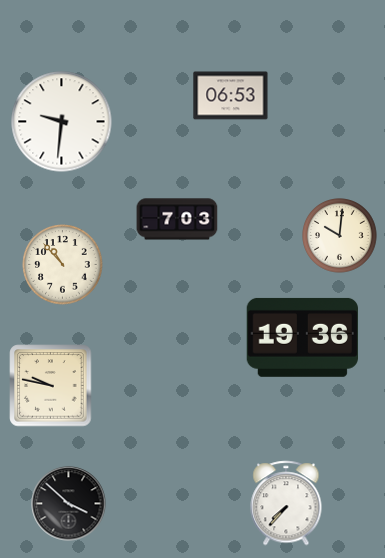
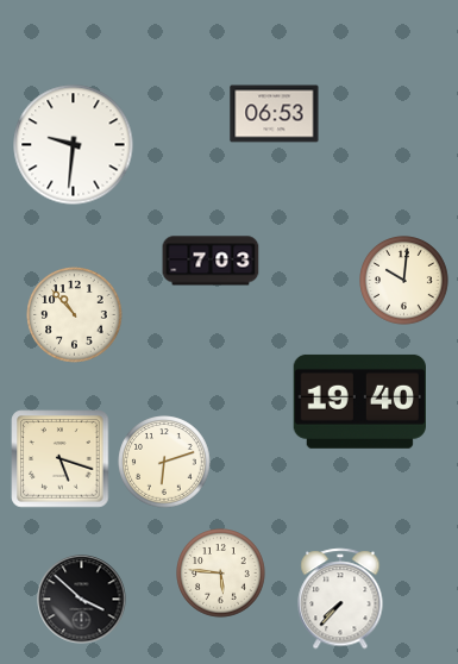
clock at (302, 337): 19:36 -> 19:40
clock at (51, 386): 9:47 -> 5:18
clock at (164, 462): none -> 6:12
clock at (221, 574): none -> 5:46
